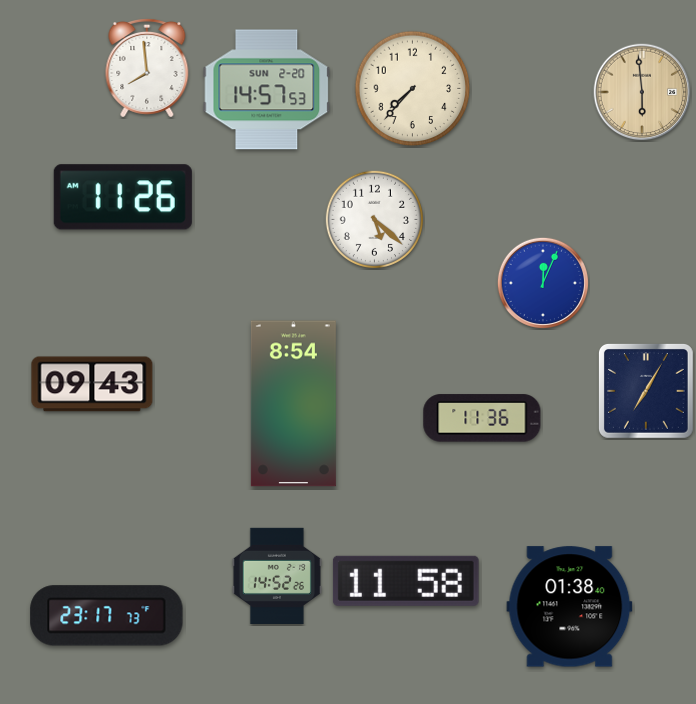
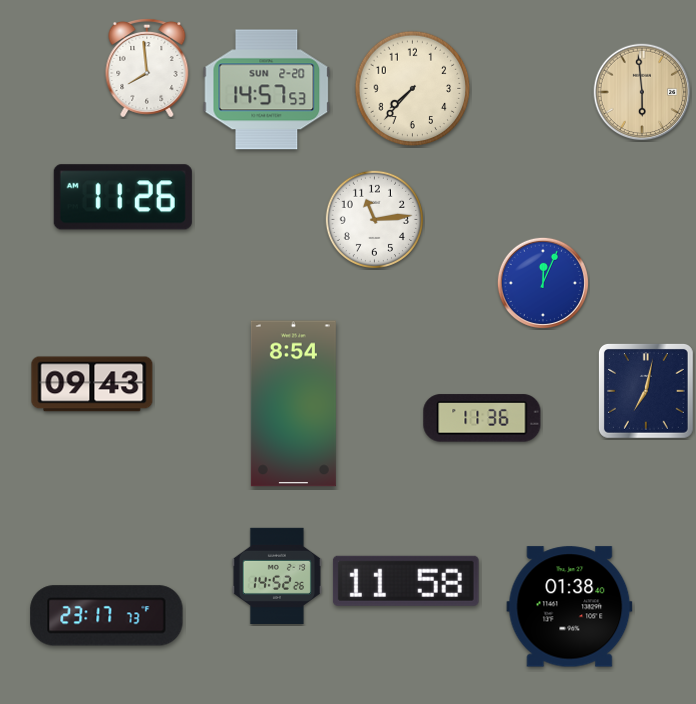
clock at (374, 219): 5:22 -> 11:14
clock at (647, 392): 7:05 -> 7:02
